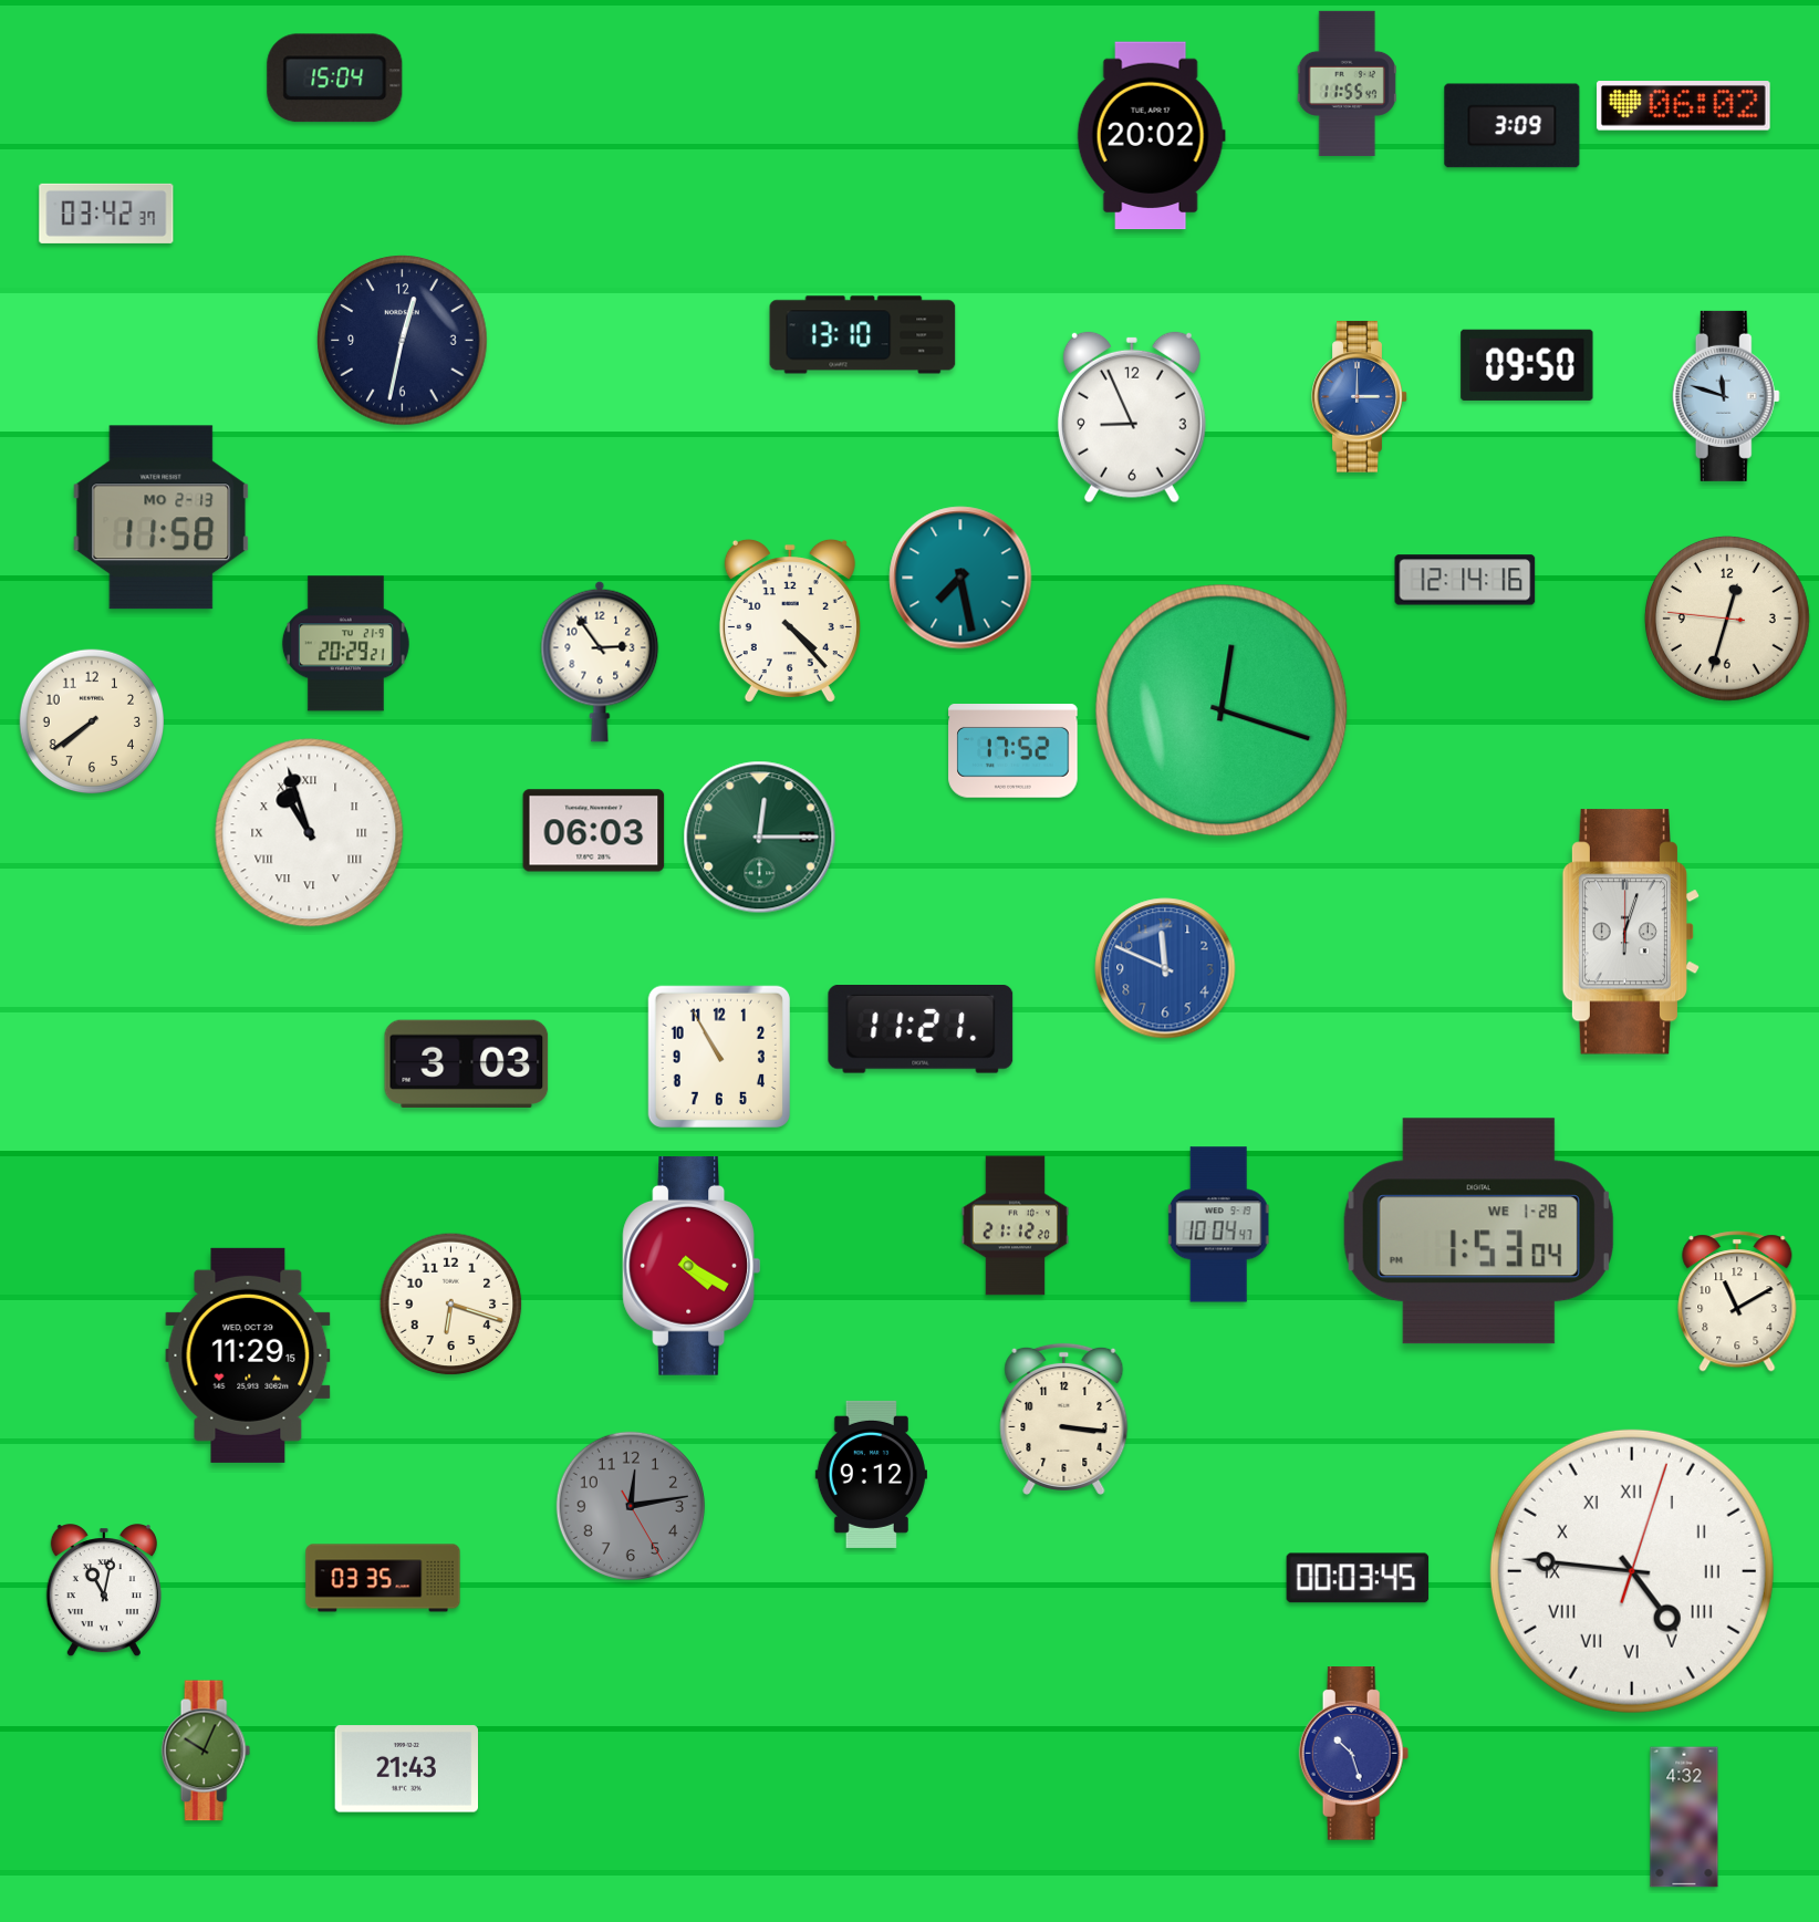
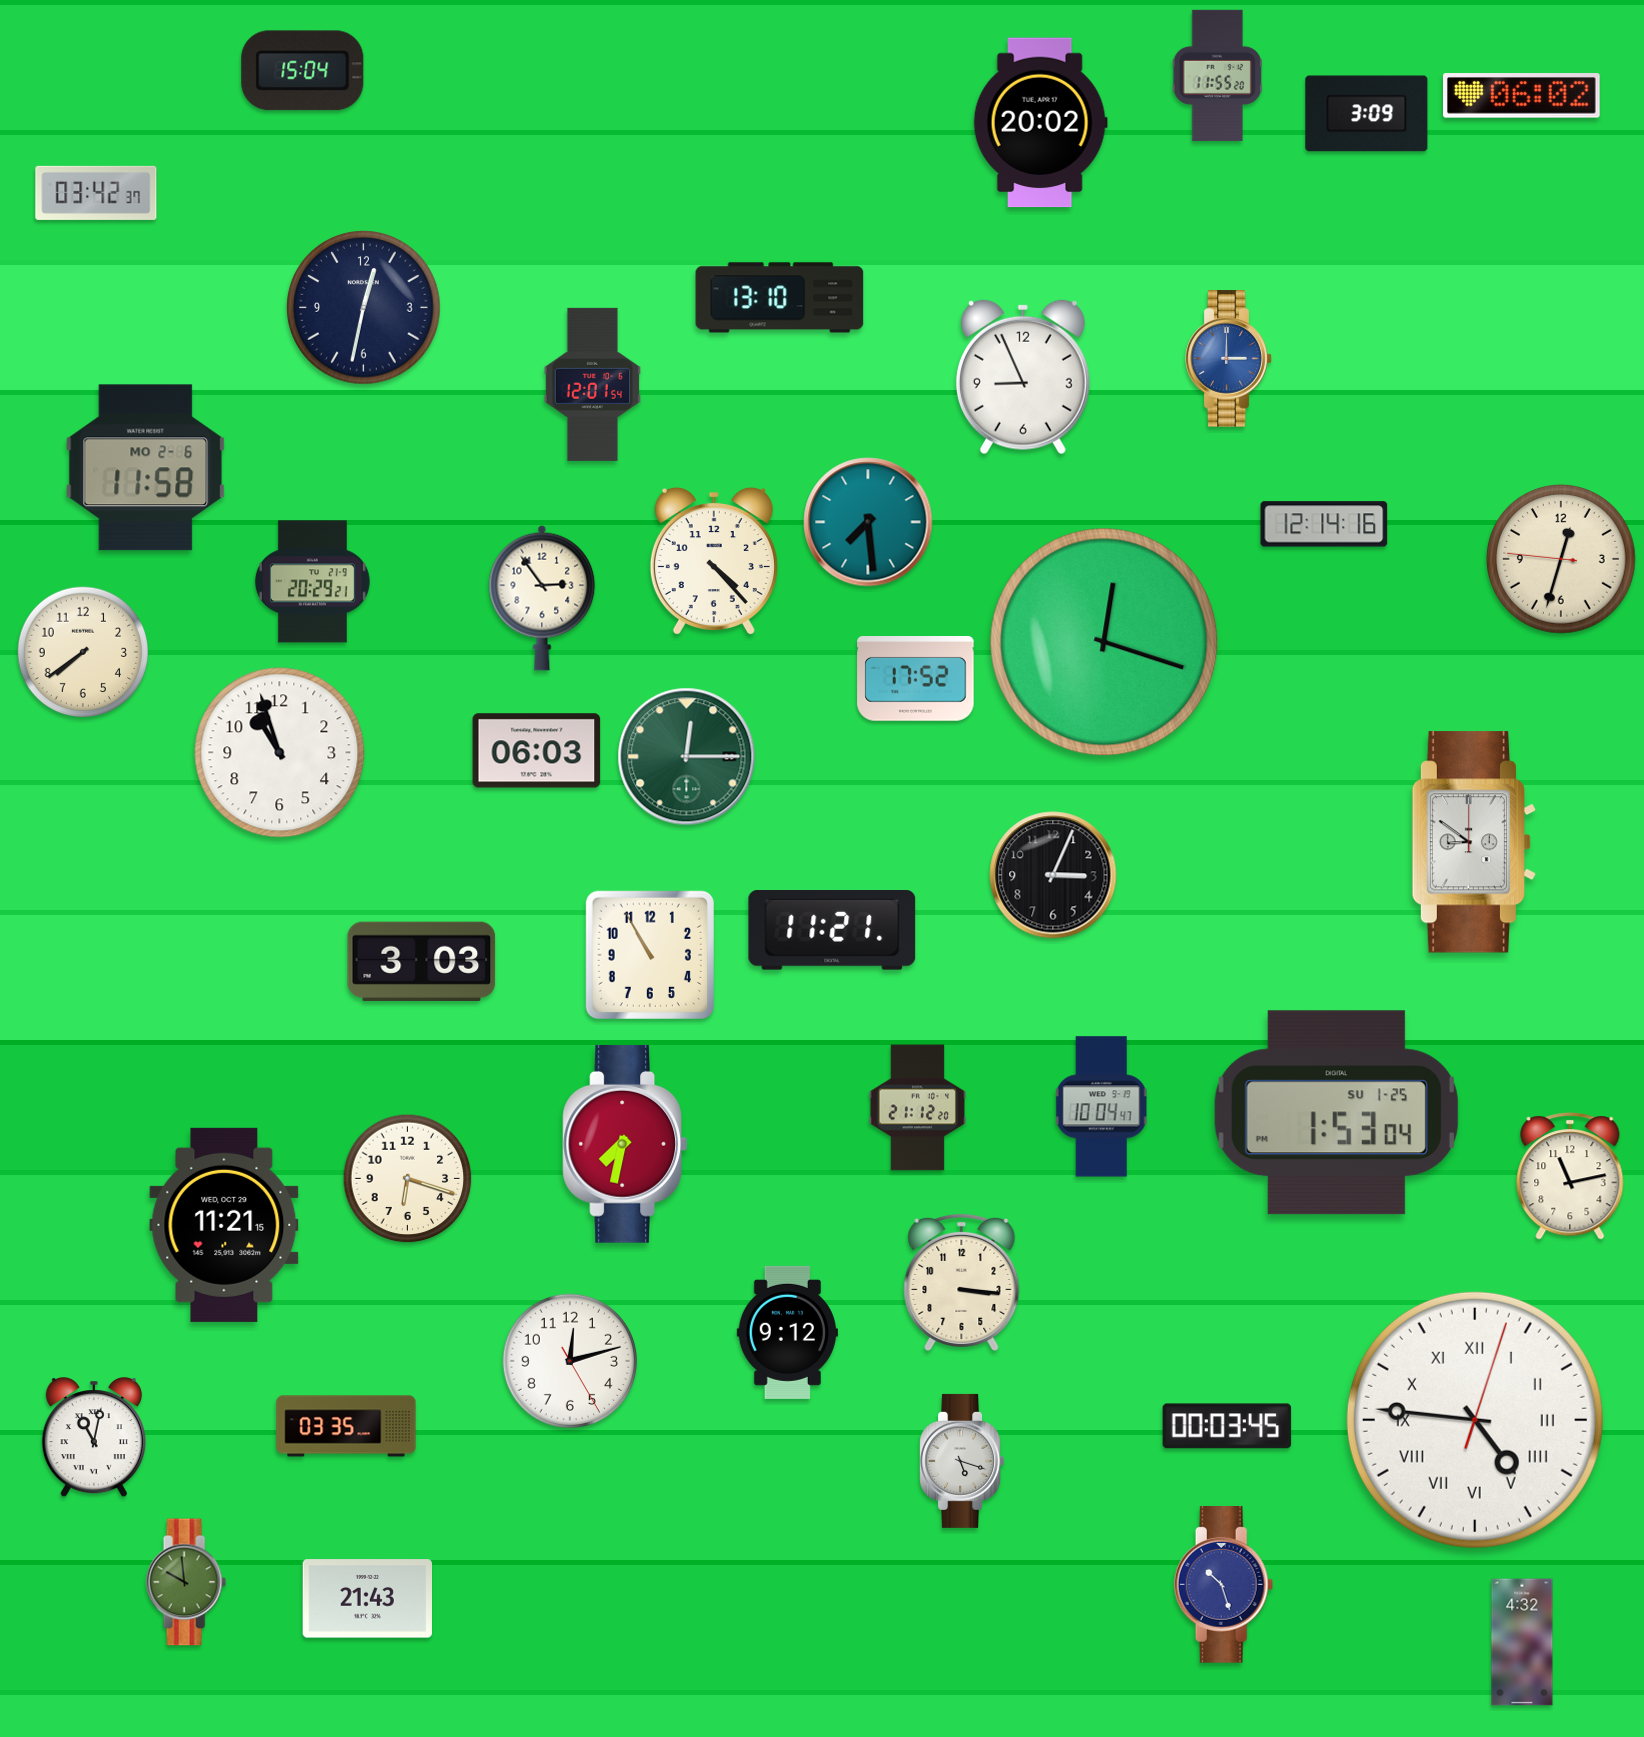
clock at (1347, 83): 11:55:47 -> 11:55:20
clock at (863, 335) position: (863, 335) -> (780, 298)
clock at (1527, 365): 09:50 -> none
clock at (1726, 396): 11:48 -> none
clock at (592, 384): none -> 12:01
clock at (162, 518) date: MO 2-13 -> MO 2-6
clock at (960, 578): 7:28 -> 7:29
clock at (310, 833) numerals: Roman -> Arabic
clock at (1630, 932): 6:03 -> 8:51
clock at (1165, 968): 11:49 -> 3:04
clock at (1165, 968) dial: blue -> black
clock at (1478, 1232) date: WE 1-28 -> SU 1-25
clock at (690, 1266): 4:20 -> 7:32
clock at (1737, 1301): 11:10 -> 11:13
clock at (248, 1355): 11:29 -> 11:21
clock at (631, 1506): 12:13 -> 12:12
clock at (631, 1506) dial: grey -> white
clock at (961, 1461): none -> 5:18
clock at (206, 1750): 10:04 -> 9:59
